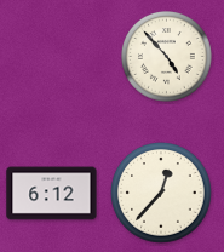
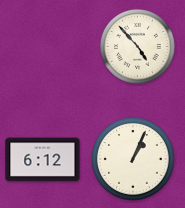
clock at (161, 193): 12:37 -> 1:04
